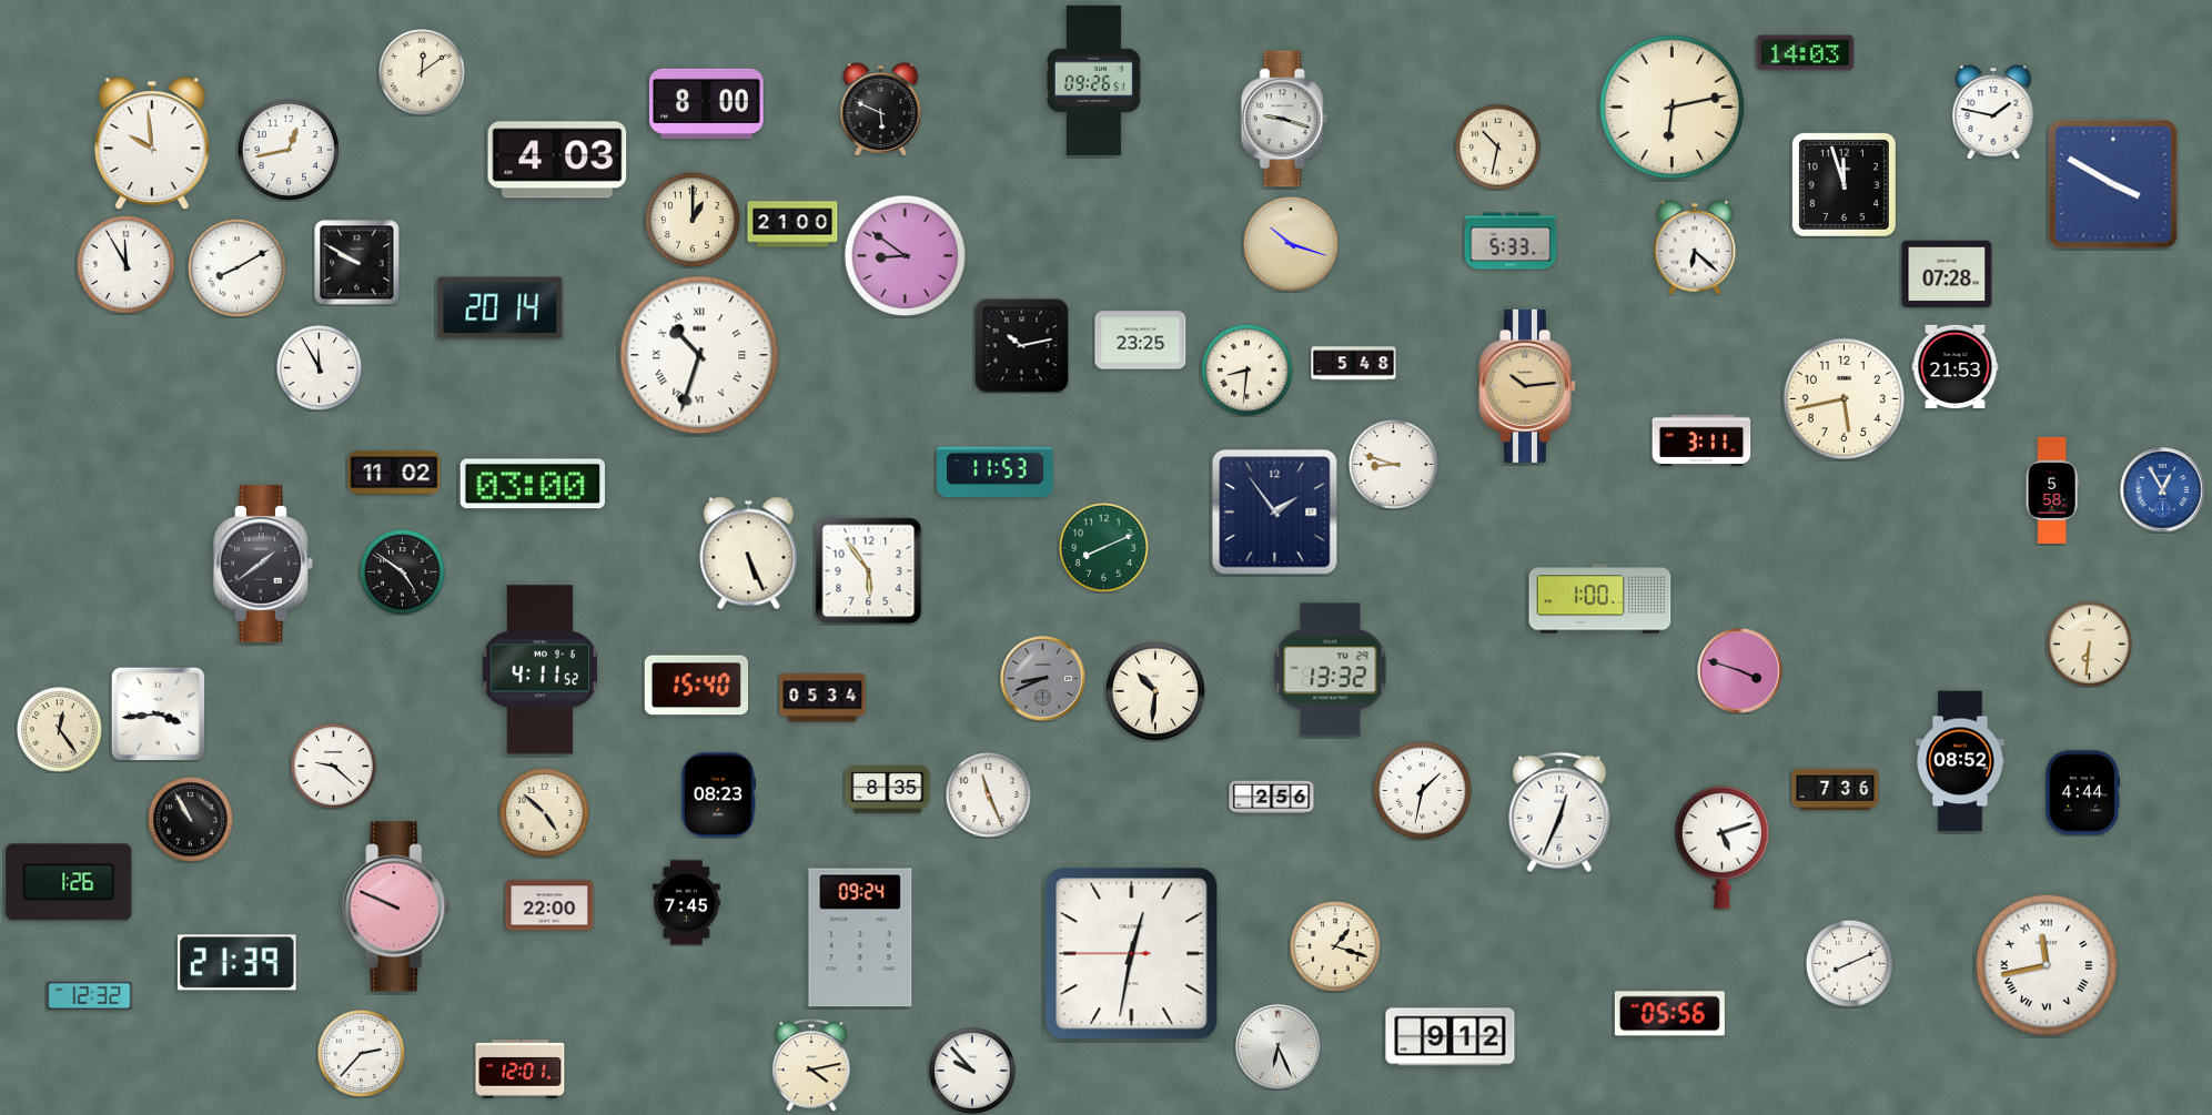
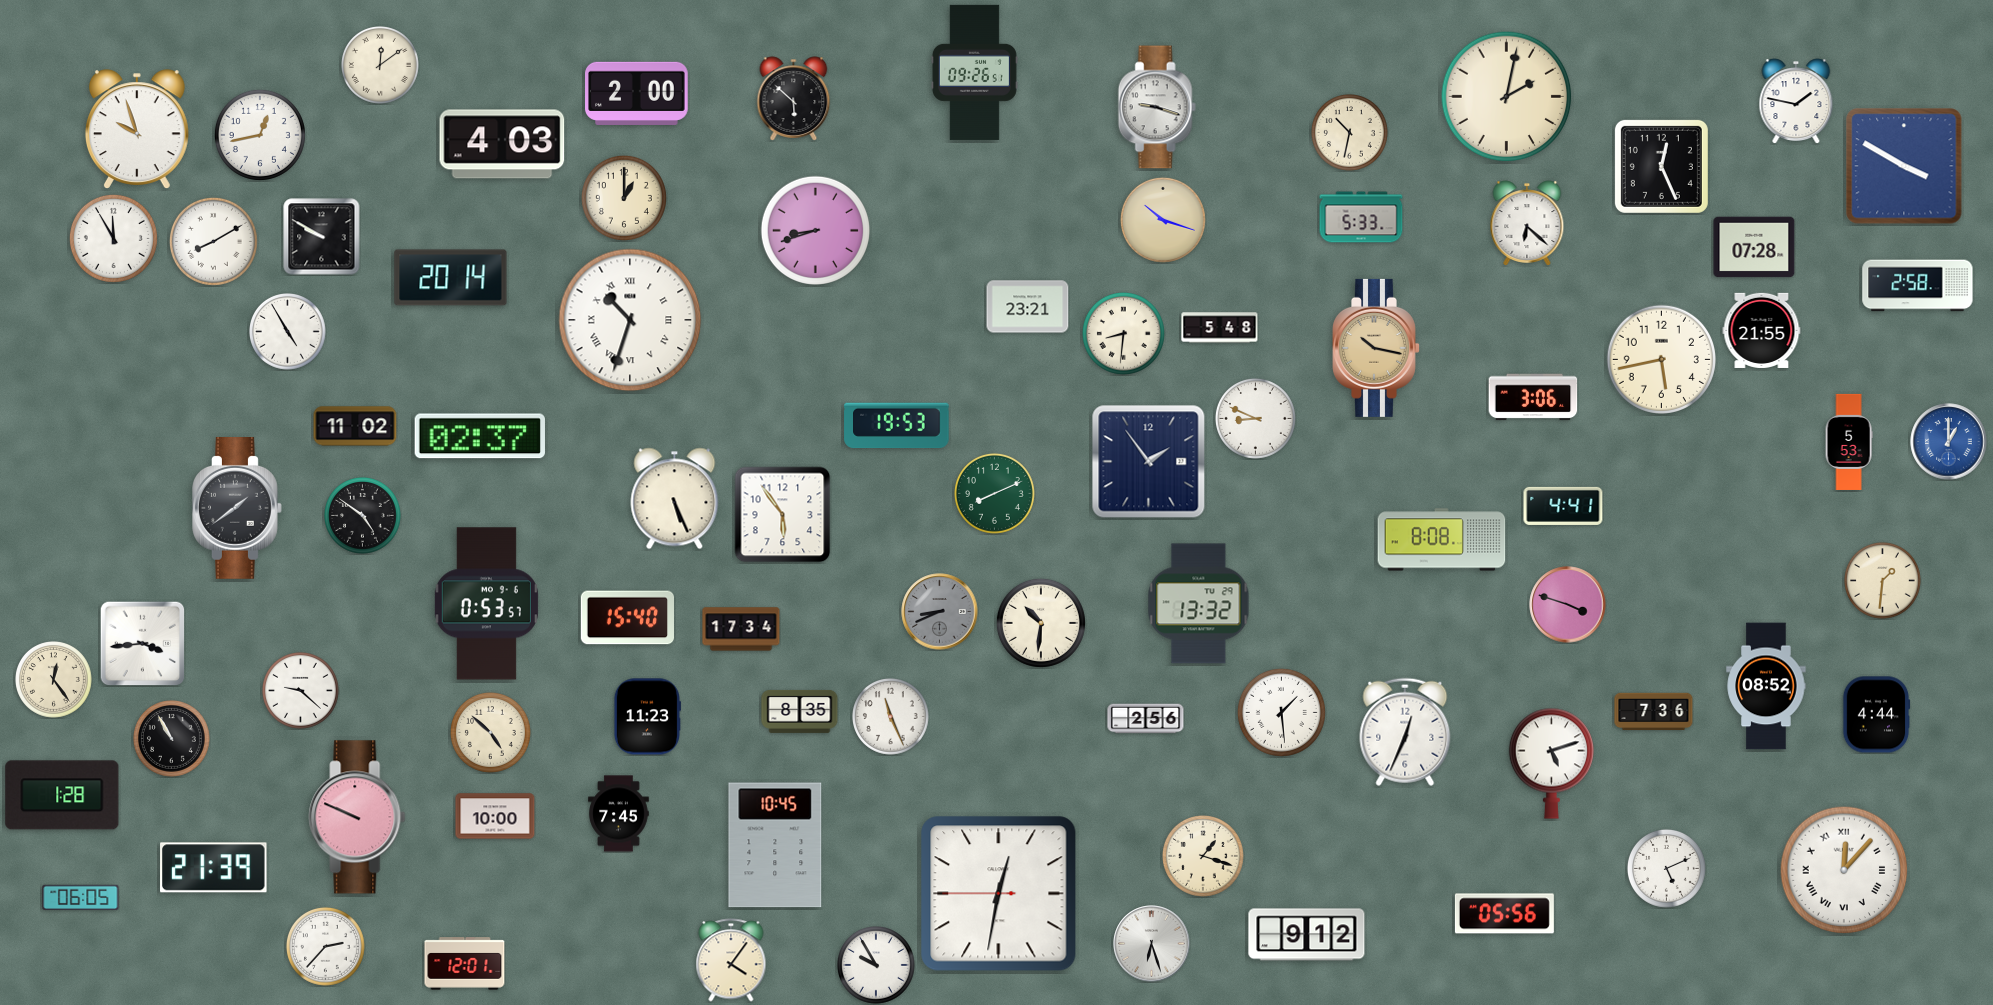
clock at (1806, 53): 14:03 -> none
clock at (1093, 80) position: (1093, 80) -> (974, 72)
clock at (707, 103): 8:00 -> 2:00
clock at (1673, 108): 6:13 -> 2:02
clock at (881, 110): 5:49 -> 5:52
clock at (152, 143): 9:59 -> 9:57
clock at (1844, 184): 11:57 -> 12:26
clock at (792, 224): 21:00 -> none
clock at (905, 255): 8:51 -> 8:42
clock at (1918, 286): none -> 2:58
clock at (1141, 341): 23:25 -> 23:21
clock at (1022, 346): 10:13 -> none
clock at (1956, 366): 21:53 -> 21:55
clock at (320, 368): 11:55 -> 4:55
clock at (1528, 386): 10:14 -> 10:17
clock at (1701, 440): 3:11 -> 3:06
clock at (1393, 464): 8:48 -> 8:49
clock at (996, 473): 11:53 -> 19:53
clock at (533, 484): 03:00 -> 02:37
clock at (2052, 490): 5:58 -> 5:53
clock at (2163, 490): 12:55 -> 1:00
clock at (1563, 506): none -> 4:41
clock at (1600, 599): 1:00 -> 8:08
clock at (2090, 645): 6:31 -> 1:31
clock at (539, 670): 4:11 -> 0:53
clock at (822, 698): 05:34 -> 17:34
clock at (60, 730) position: (60, 730) -> (54, 680)
clock at (1422, 790): 1:32 -> 1:29
clock at (718, 795): 08:23 -> 11:23
clock at (69, 882): 1:26 -> 1:28
clock at (549, 905): 22:00 -> 10:00
clock at (860, 937): 09:24 -> 10:45
clock at (1335, 946) position: (1335, 946) -> (1203, 856)
clock at (1132, 954) position: (1132, 954) -> (999, 894)
clock at (1850, 964): 8:11 -> 5:11
clock at (2047, 965): 11:43 -> 12:07
clock at (90, 995): 12:32 -> 06:05
clock at (1279, 1047): 6:26 -> 6:27
clock at (362, 1054) position: (362, 1054) -> (326, 947)
clock at (811, 1065): 4:13 -> 4:06
clock at (521, 1070) position: (521, 1070) -> (465, 964)
clock at (973, 1072): 9:53 -> 9:55
